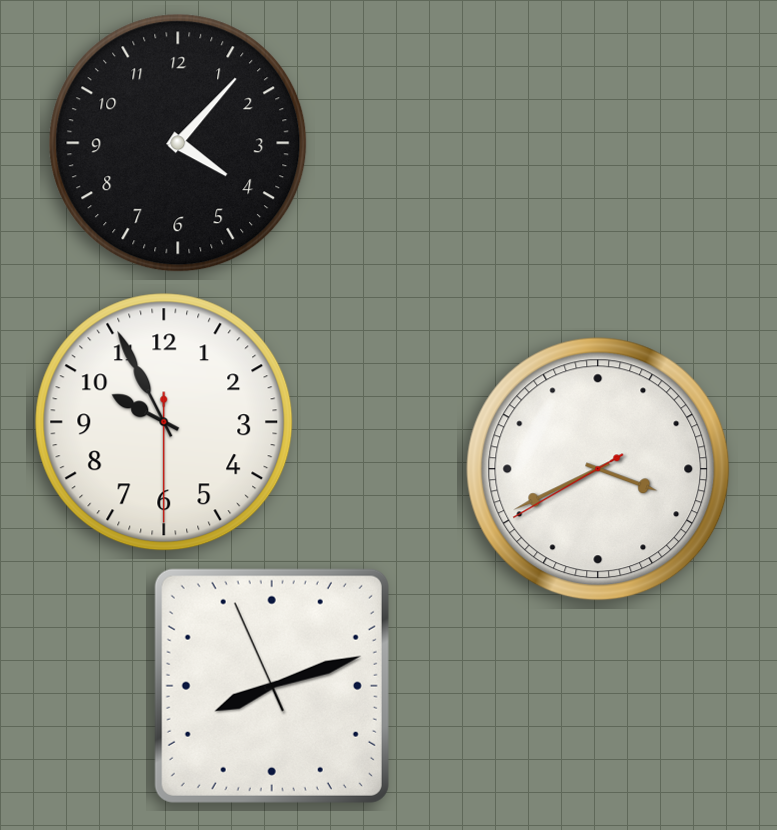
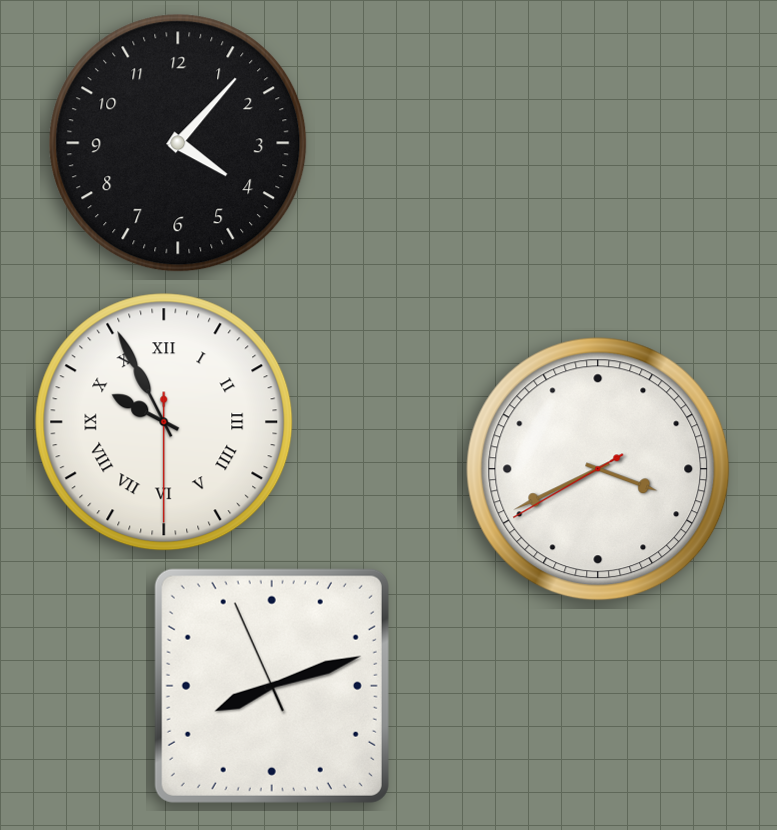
clock at (164, 422) numerals: Arabic -> Roman
